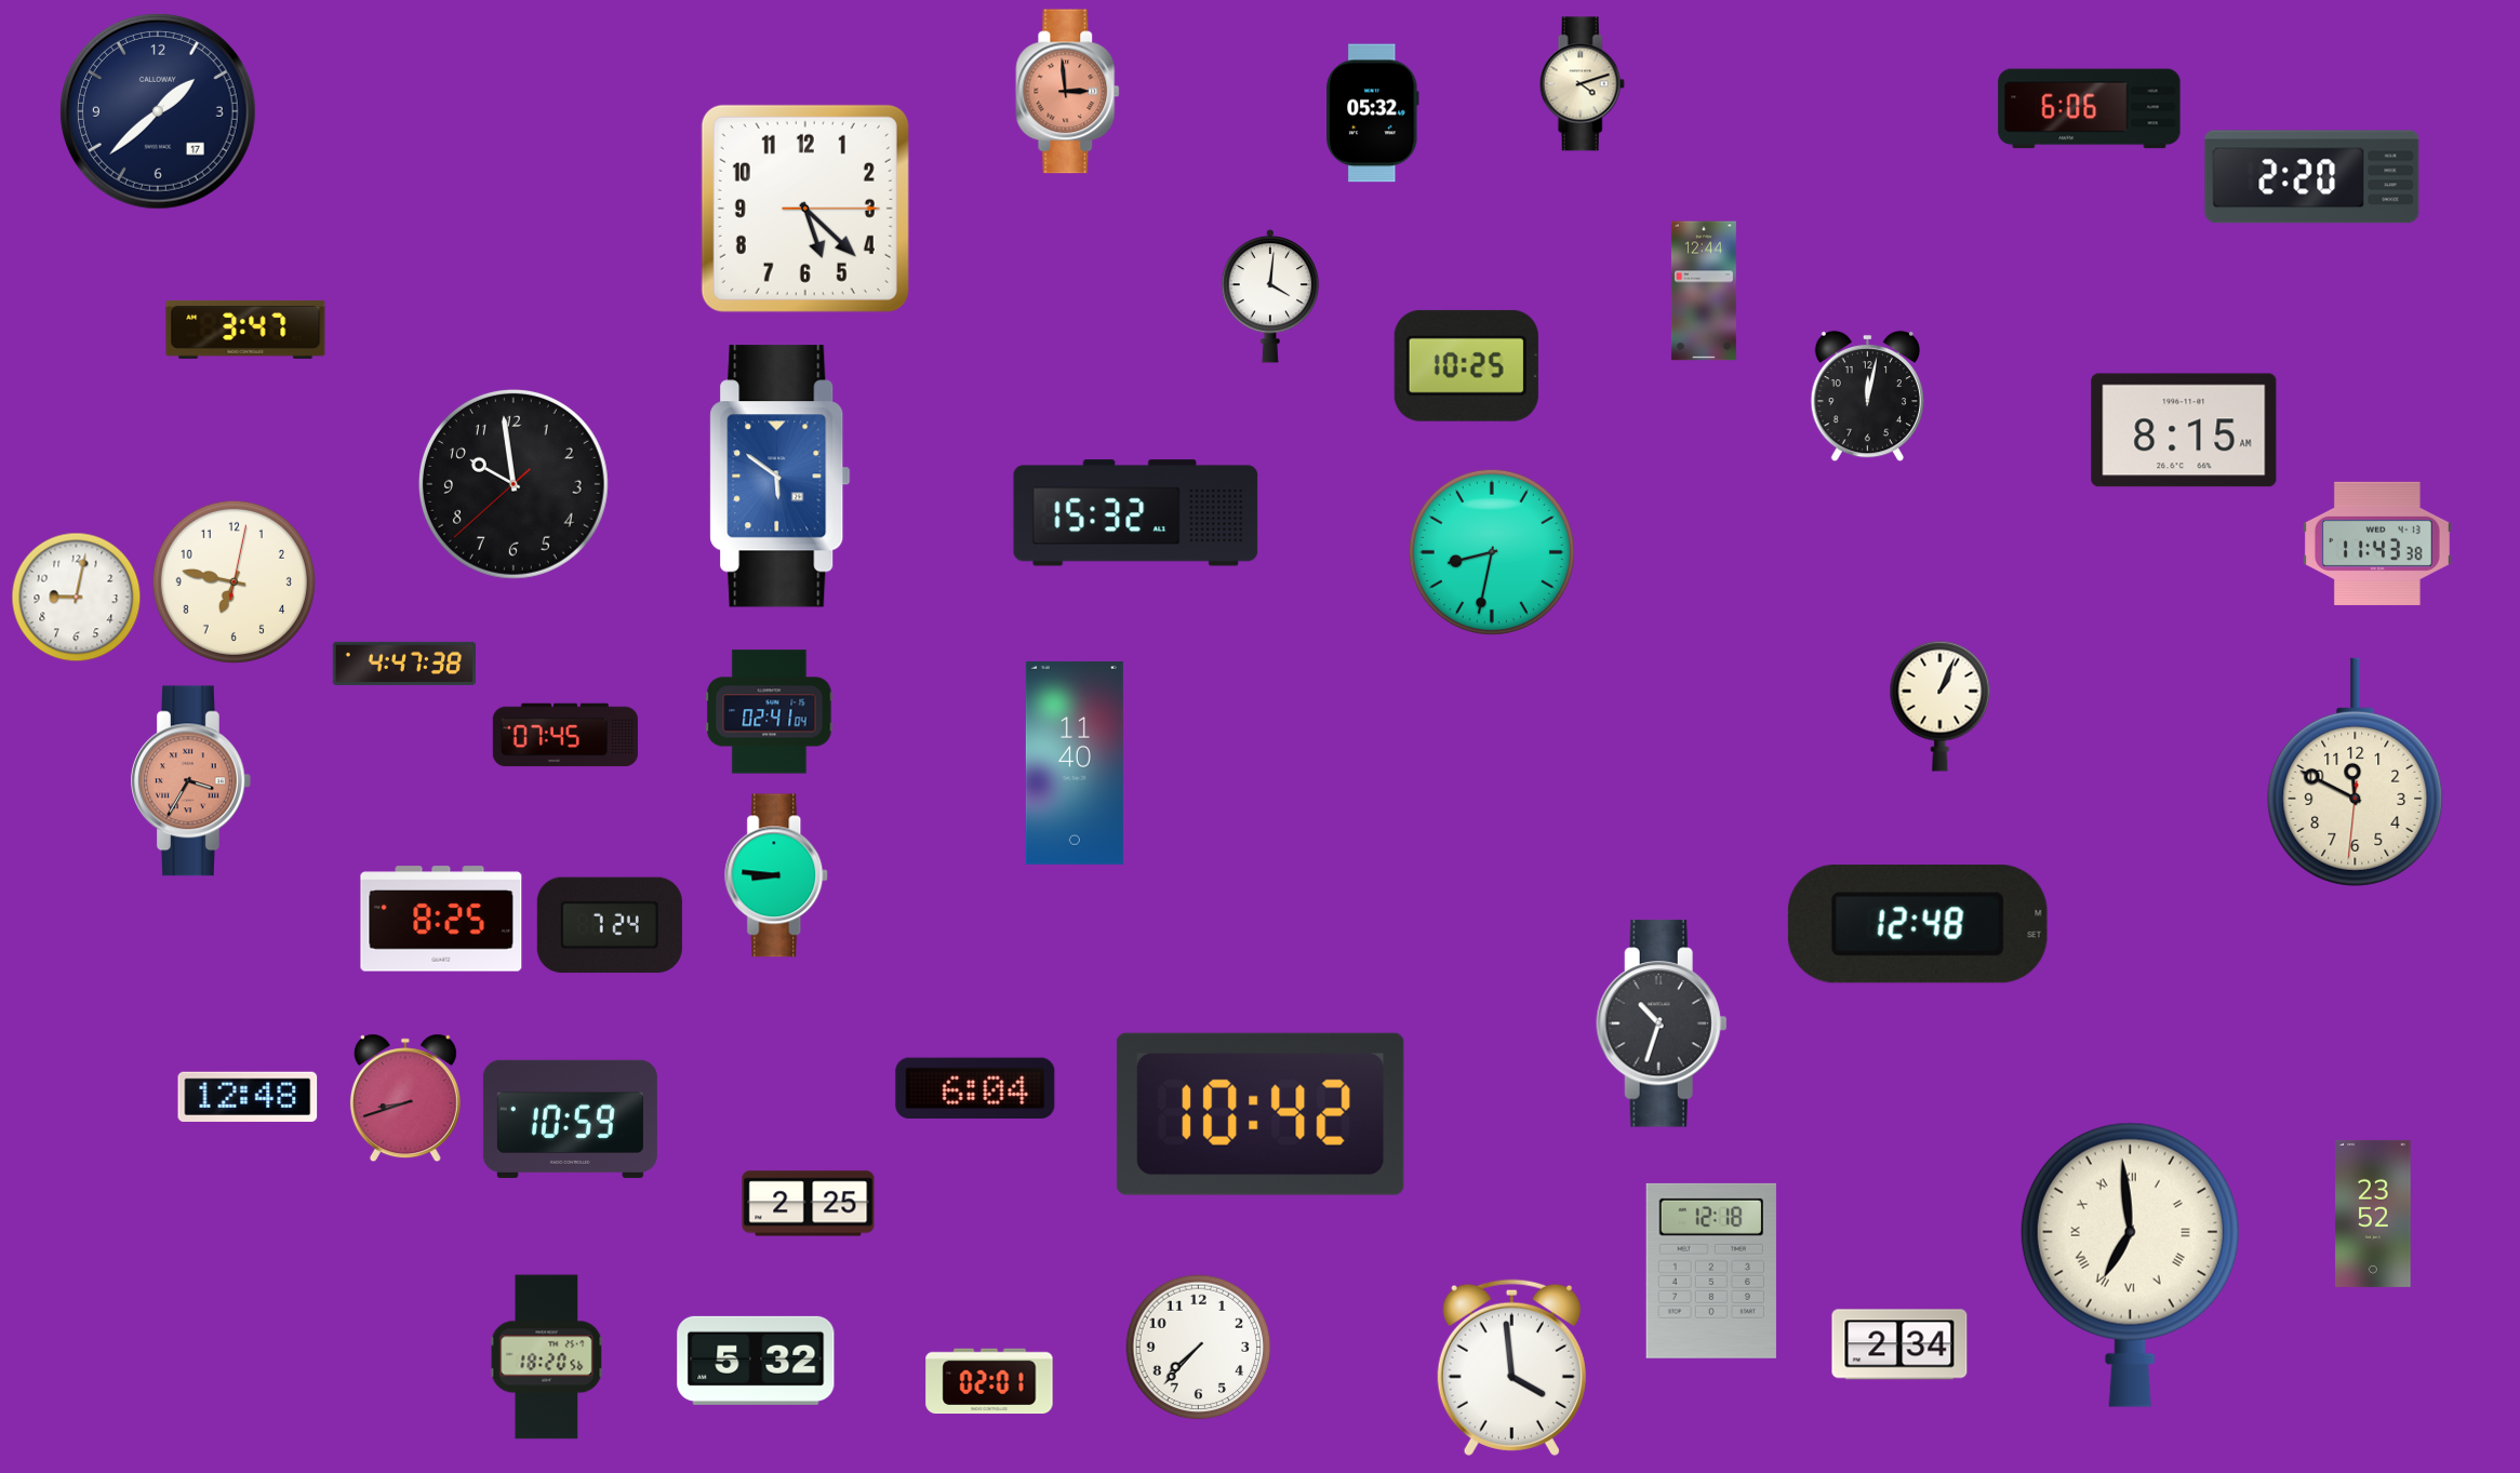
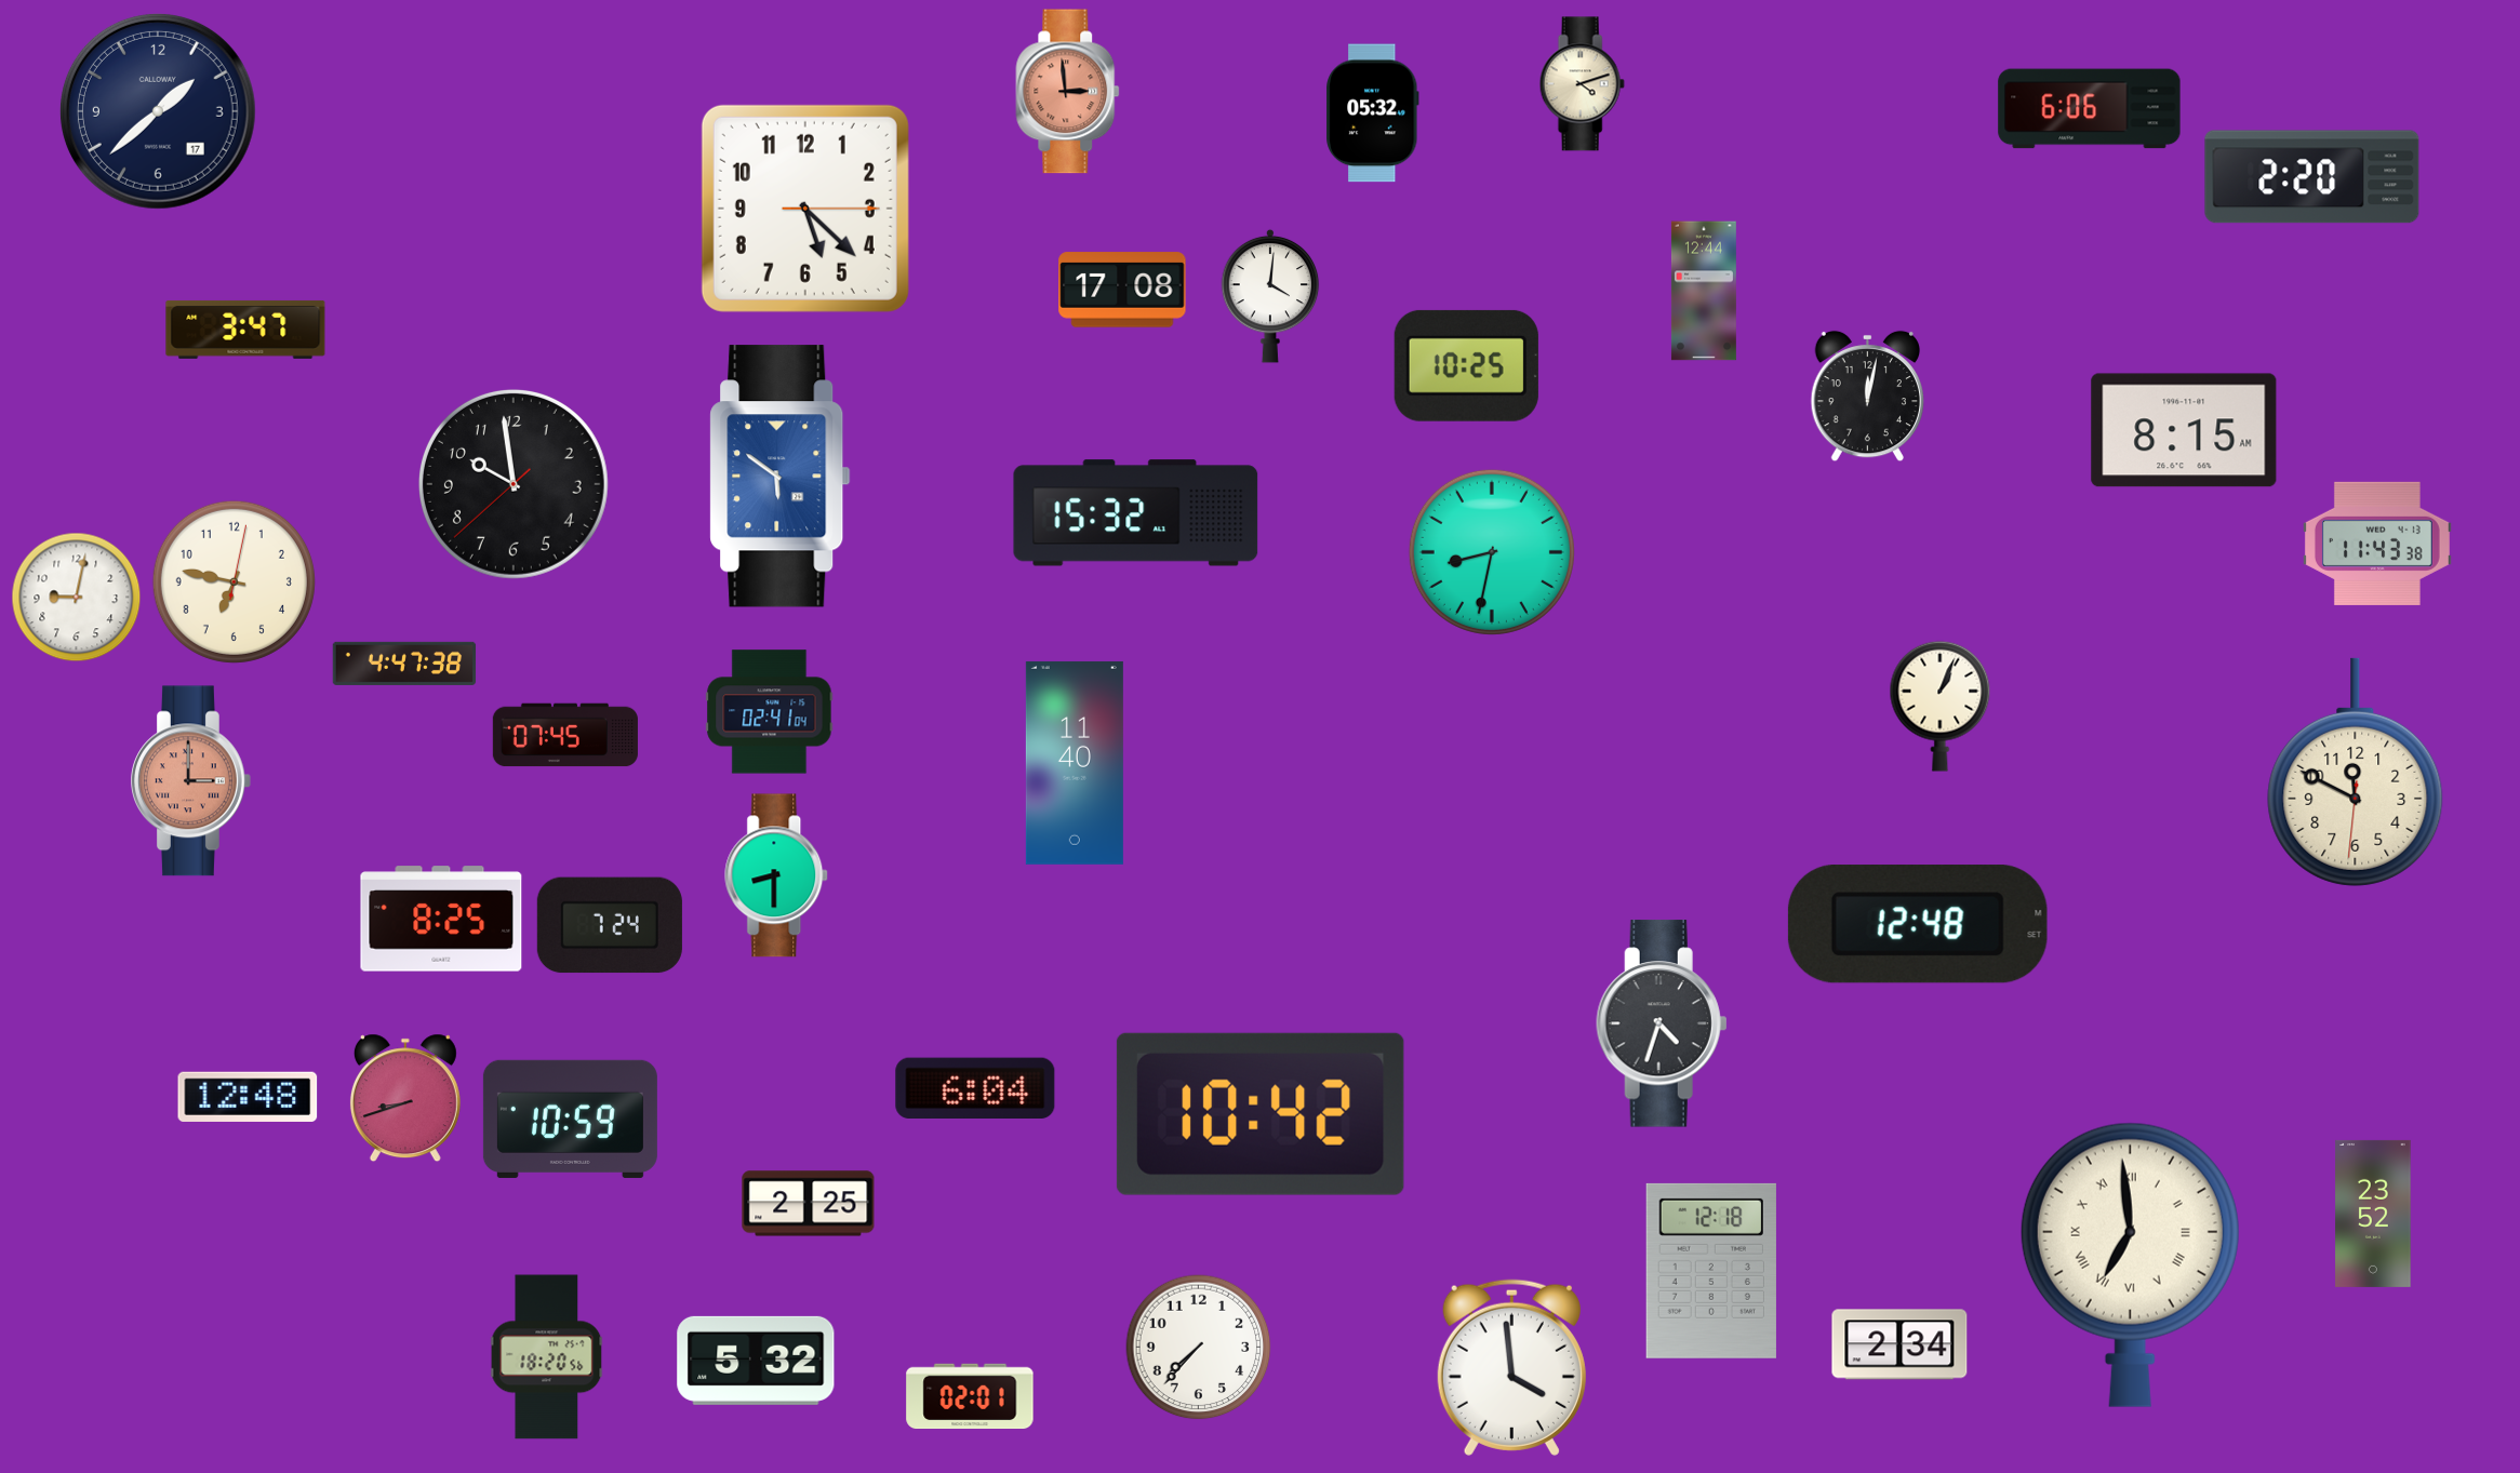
clock at (1122, 290): none -> 17:08
clock at (191, 781): 3:35 -> 3:00
clock at (777, 875): 8:46 -> 8:30
clock at (1662, 1023): 10:33 -> 4:33
clock at (989, 1381) position: (989, 1381) -> (970, 1396)
